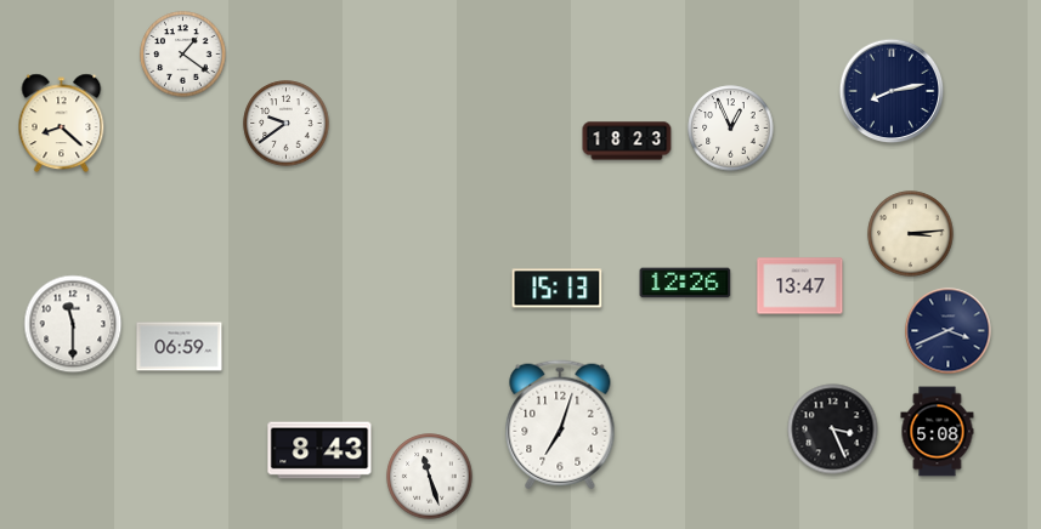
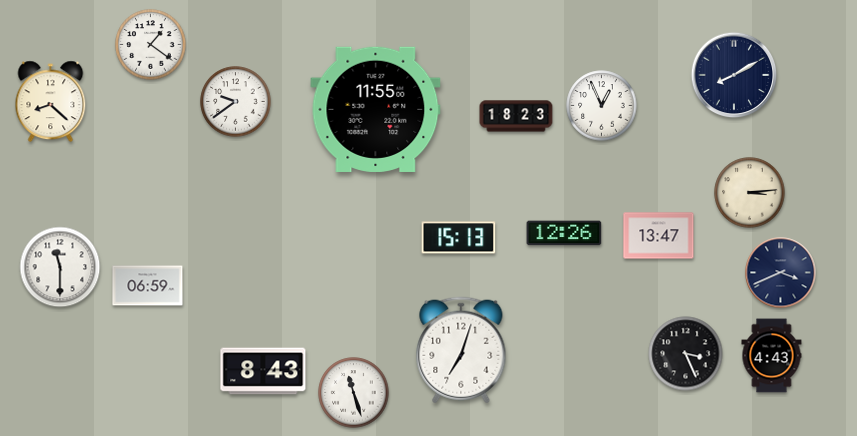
clock at (892, 91): 8:13 -> 8:10
clock at (376, 109): none -> 11:55
clock at (938, 432): 5:08 -> 4:43
